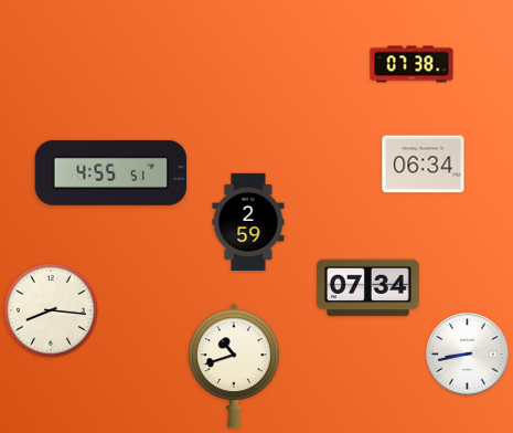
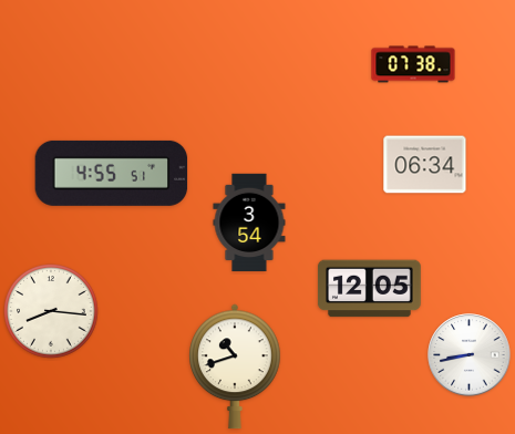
clock at (248, 222): 2:59 -> 3:54
clock at (367, 288): 07:34 -> 12:05
